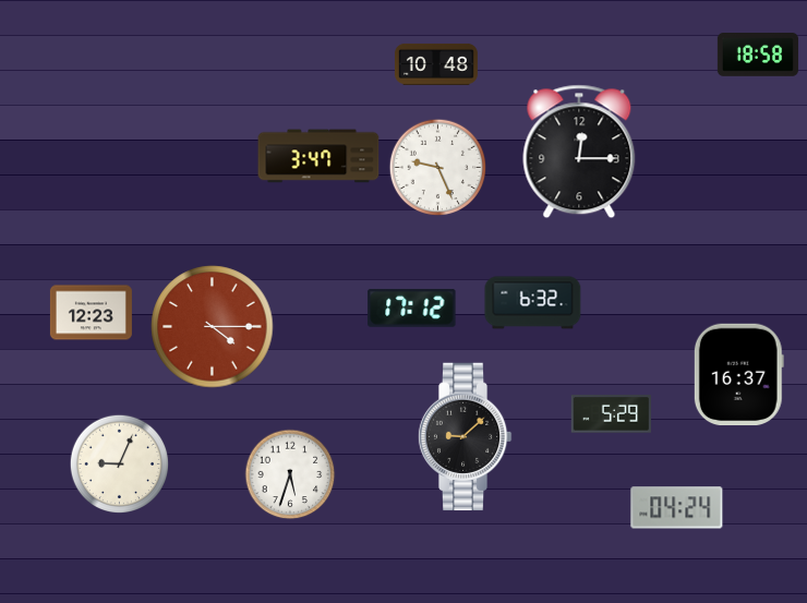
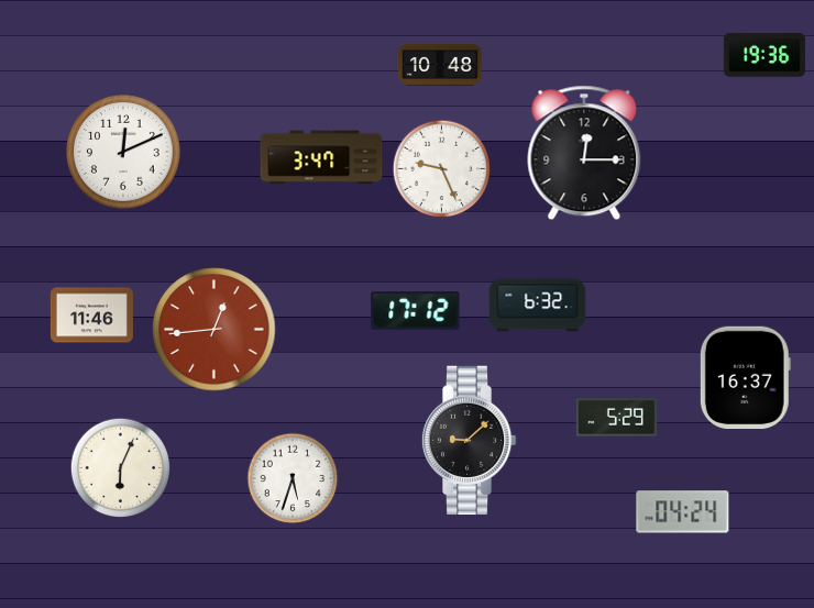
clock at (758, 56): 18:58 -> 19:36
clock at (124, 153): none -> 12:11
clock at (91, 313): 12:23 -> 11:46
clock at (213, 327): 4:15 -> 12:44
clock at (119, 463): 9:04 -> 6:04
